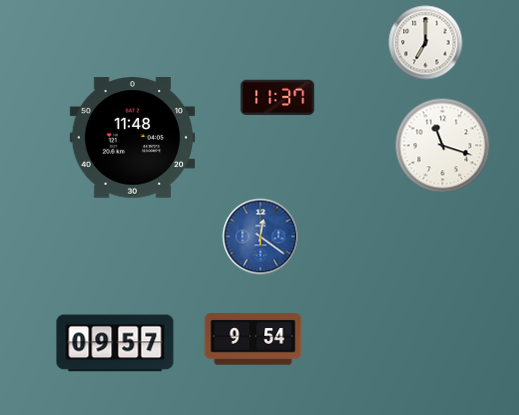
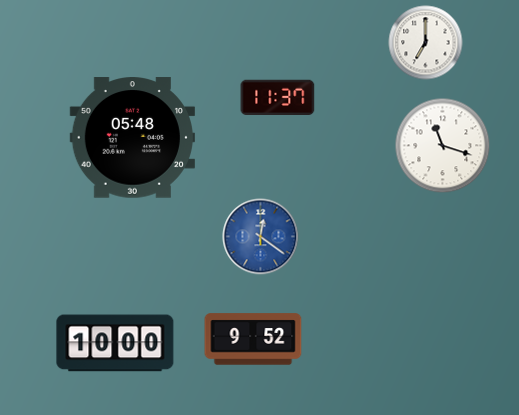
clock at (132, 138): 11:48 -> 05:48
clock at (253, 339): 9:54 -> 9:52
clock at (115, 343): 09:57 -> 10:00
